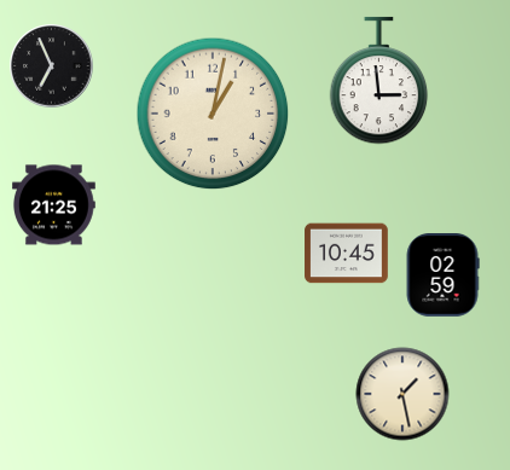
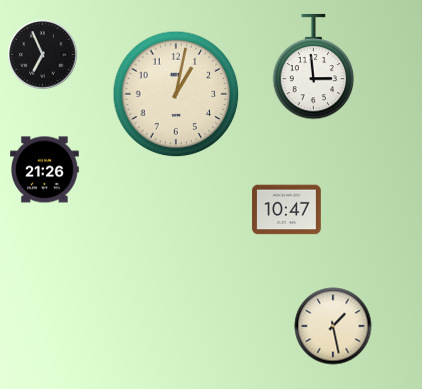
clock at (54, 205): 21:25 -> 21:26
clock at (347, 254): 10:45 -> 10:47
clock at (442, 275): 02:59 -> none
